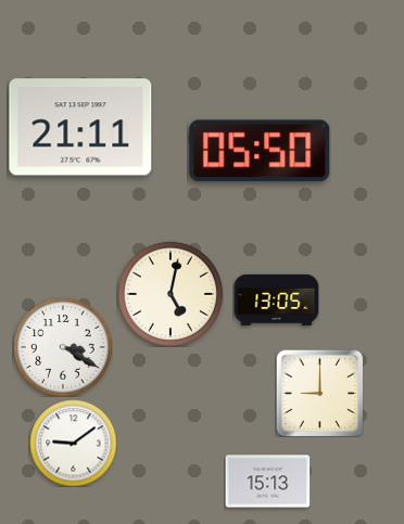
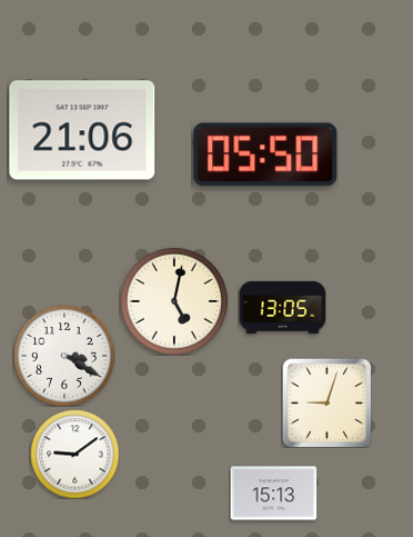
clock at (80, 127): 21:11 -> 21:06
clock at (319, 393): 9:00 -> 9:03
